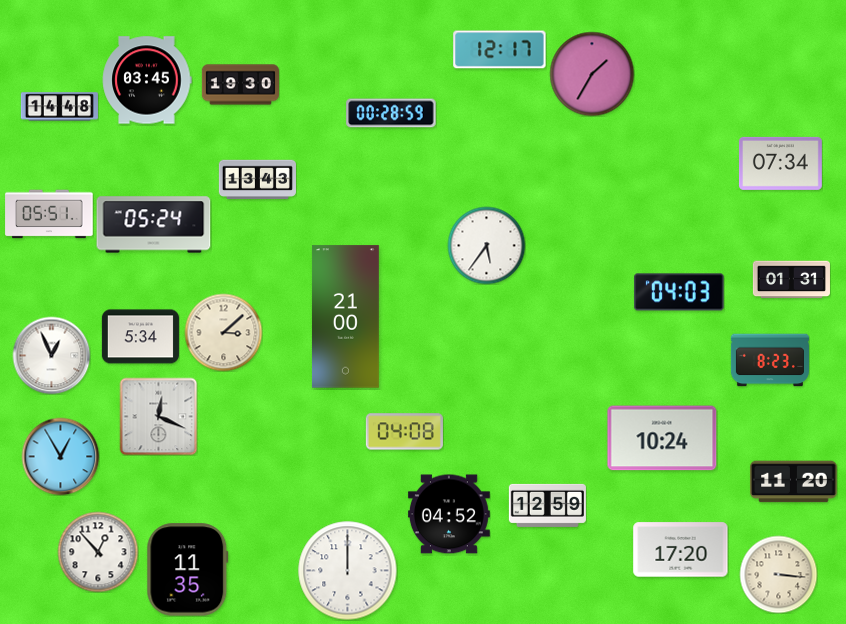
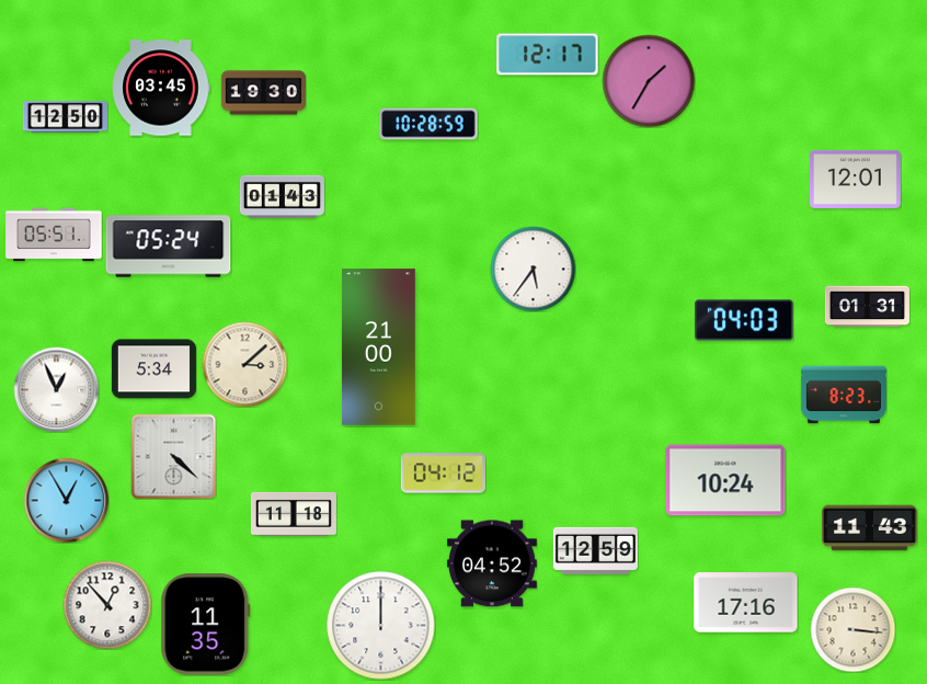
clock at (59, 107): 14:48 -> 12:50
clock at (391, 113): 00:28 -> 10:28
clock at (780, 163): 07:34 -> 12:01
clock at (257, 180): 13:43 -> 01:43
clock at (158, 416): 12:19 -> 4:22
clock at (404, 432): 04:08 -> 04:12
clock at (294, 514): none -> 11:18
clock at (794, 482): 11:20 -> 11:43
clock at (547, 505) position: (547, 505) -> (595, 550)
clock at (681, 550): 17:20 -> 17:16
